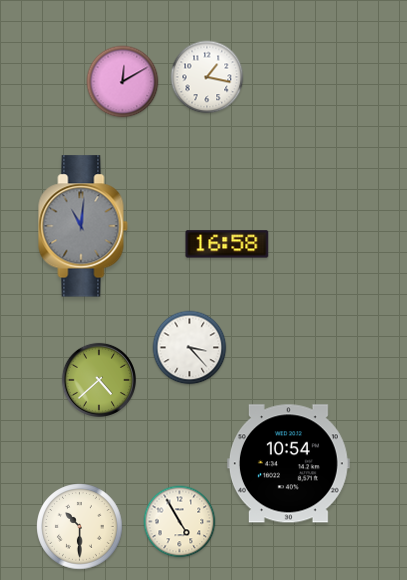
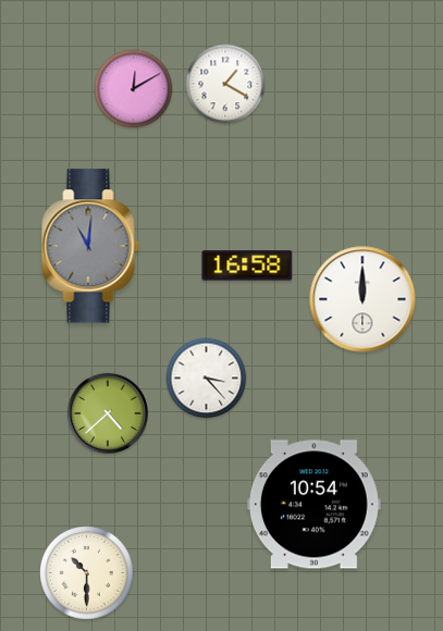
clock at (207, 77): 1:17 -> 1:20
clock at (362, 299): none -> 12:00
clock at (180, 522): 4:55 -> none
